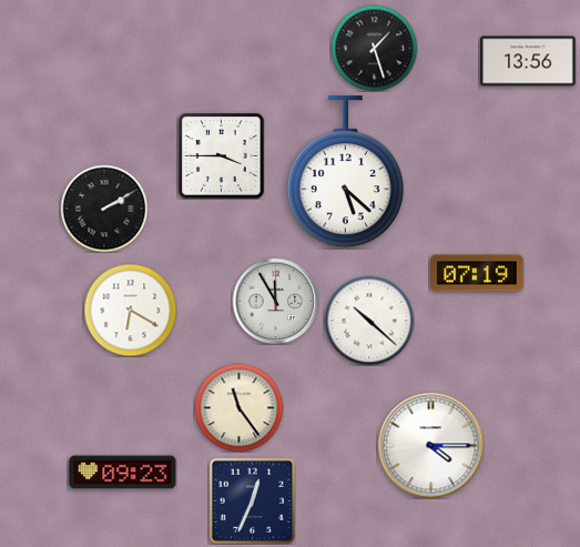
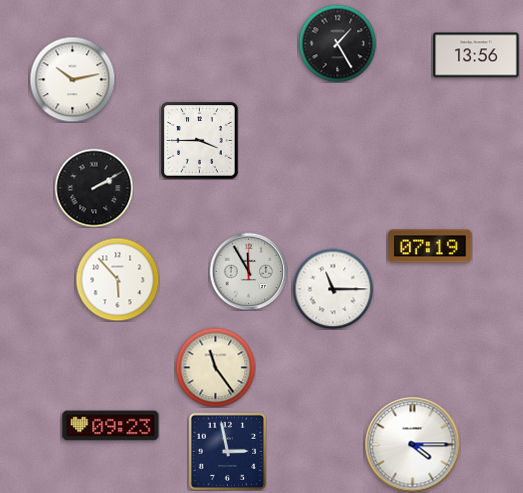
clock at (374, 48): 1:27 -> 1:25
clock at (72, 79): none -> 10:13
clock at (345, 172): 5:22 -> none
clock at (130, 310): 6:20 -> 5:53
clock at (369, 321): 10:22 -> 11:15
clock at (430, 445) position: (430, 445) -> (412, 444)
clock at (252, 500): 12:34 -> 2:58
